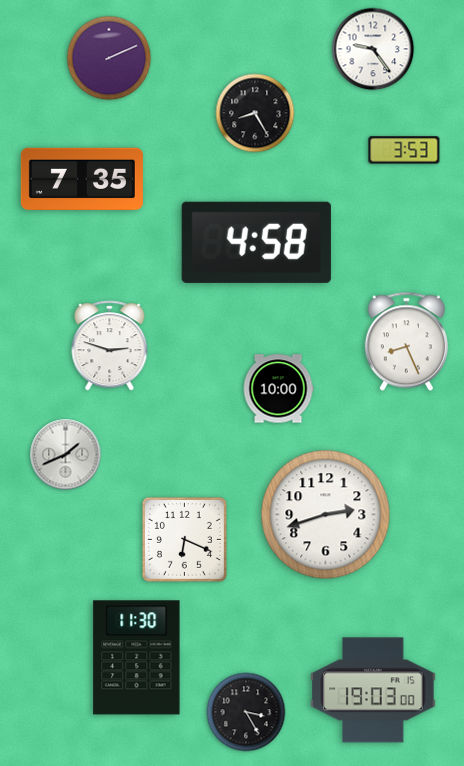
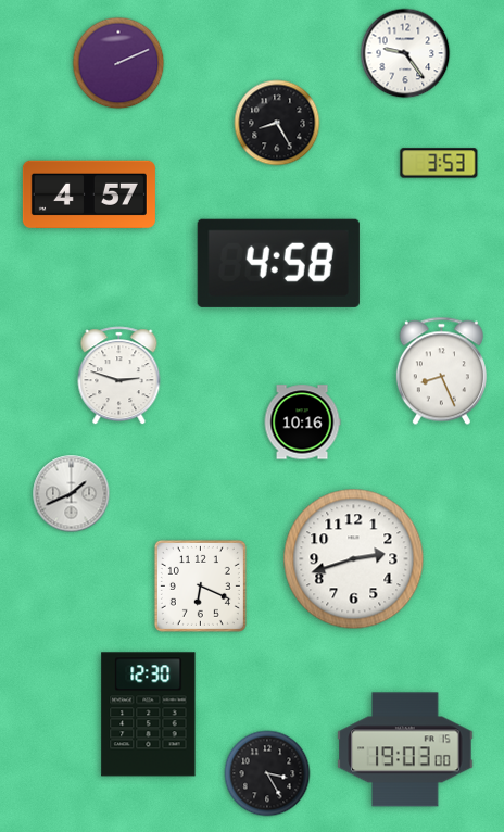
clock at (82, 179): 7:35 -> 4:57
clock at (278, 389): 10:00 -> 10:16
clock at (137, 658): 11:30 -> 12:30
